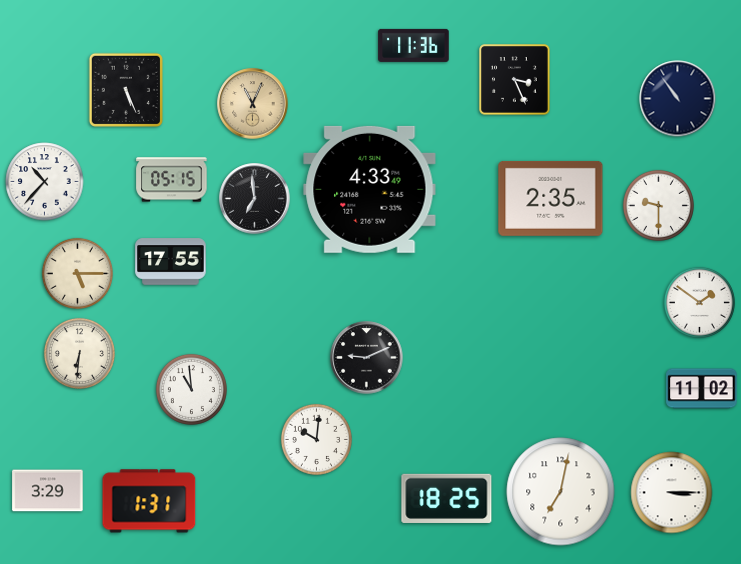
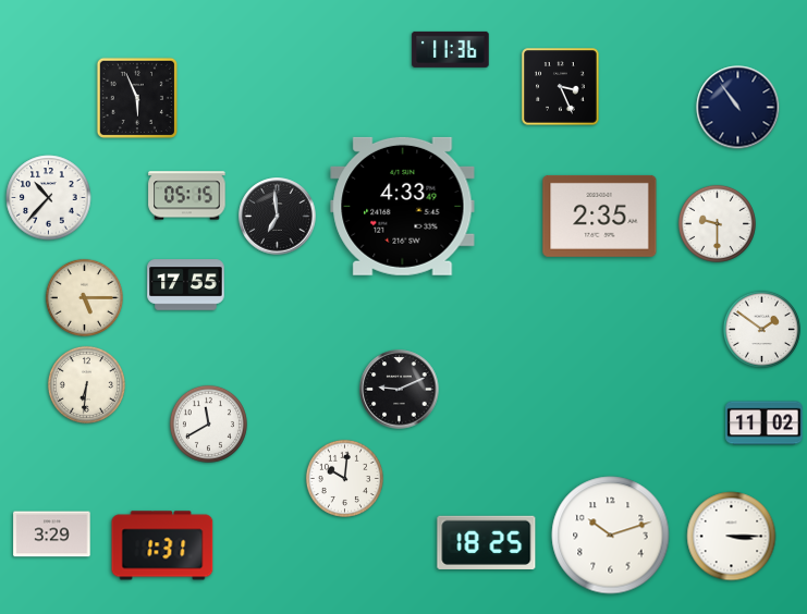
clock at (125, 89): 5:26 -> 5:56
clock at (253, 104): 11:04 -> none
clock at (191, 389): 10:59 -> 11:40
clock at (561, 492): 7:02 -> 10:12
